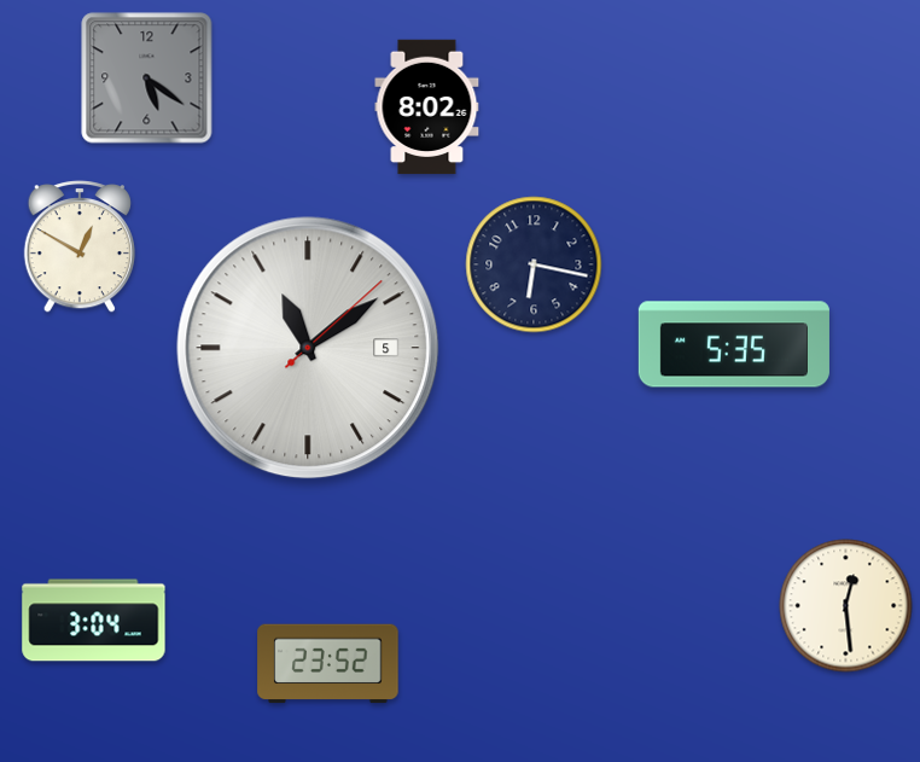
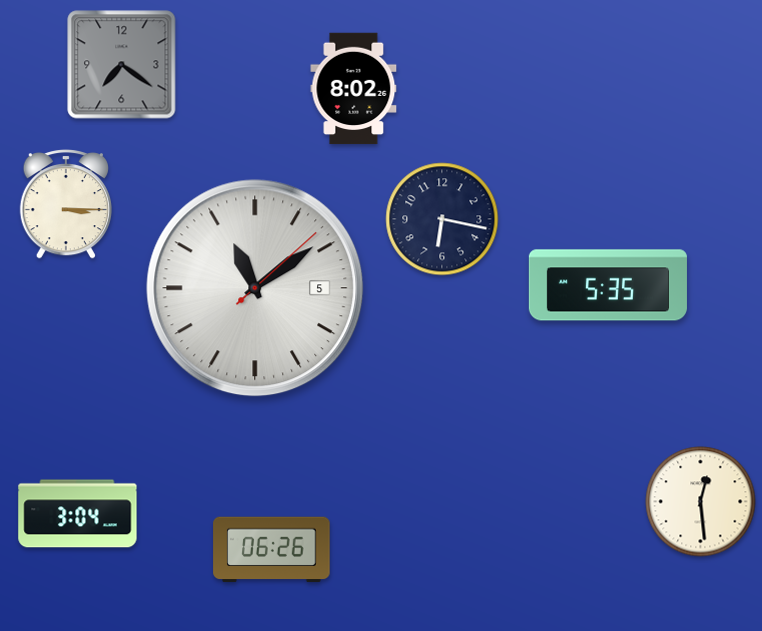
clock at (147, 78): 5:21 -> 7:21
clock at (78, 246): 12:50 -> 3:15
clock at (328, 664): 23:52 -> 06:26
